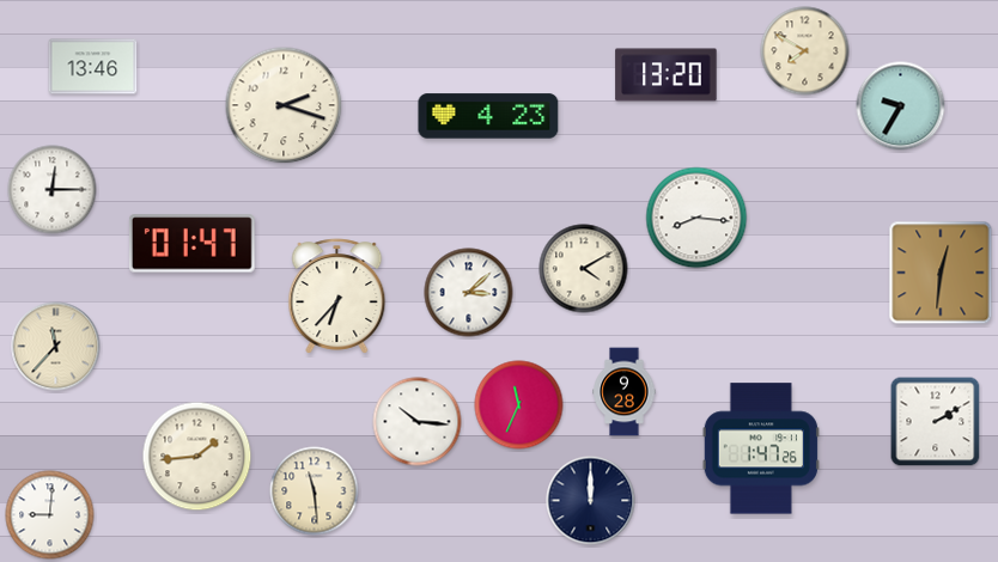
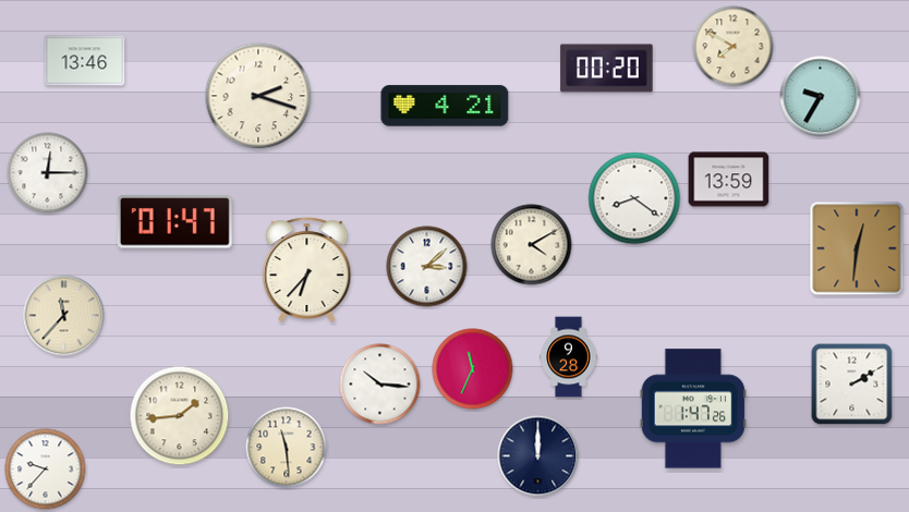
clock at (667, 75): 13:20 -> 00:20
clock at (488, 116): 4:23 -> 4:21
clock at (729, 180): none -> 13:59
clock at (696, 218): 8:16 -> 8:21
clock at (56, 347) position: (56, 347) -> (64, 316)
clock at (50, 515): 9:01 -> 9:37
